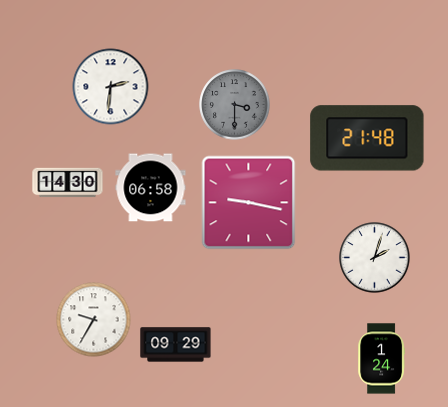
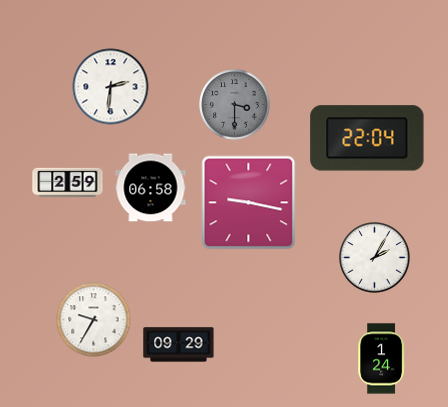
clock at (367, 138): 21:48 -> 22:04
clock at (68, 183): 14:30 -> 2:59
clock at (375, 258): 2:03 -> 2:05
clock at (176, 345) position: (176, 345) -> (179, 345)
